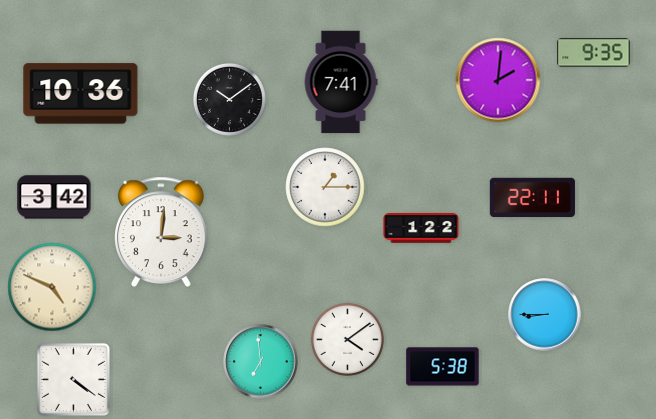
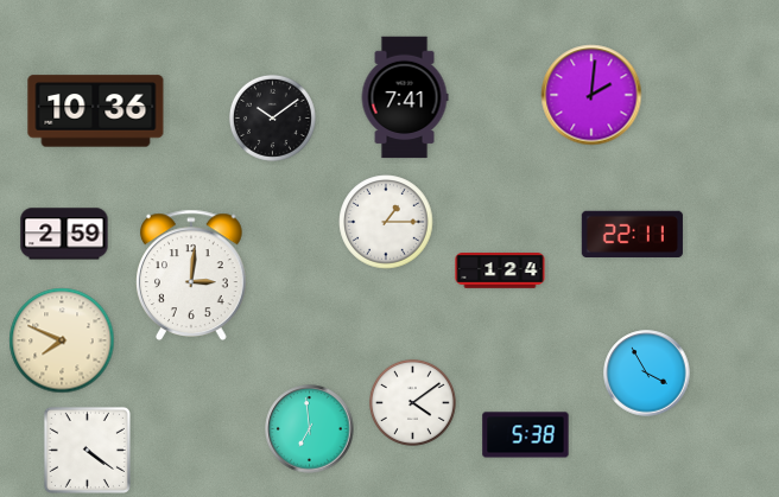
clock at (594, 53): 9:35 -> none
clock at (54, 197): 3:42 -> 2:59
clock at (421, 229): 1:22 -> 1:24
clock at (52, 287): 4:49 -> 7:49
clock at (545, 315): 8:45 -> 3:55
